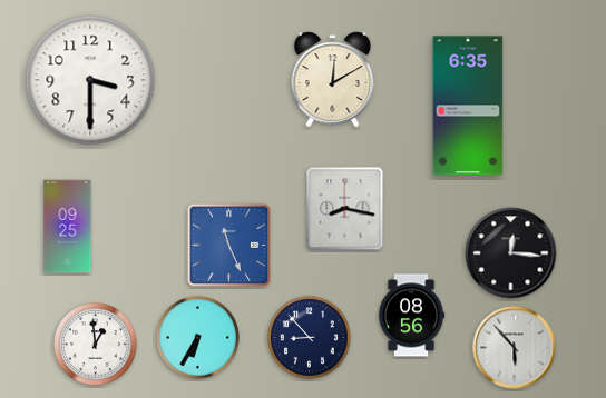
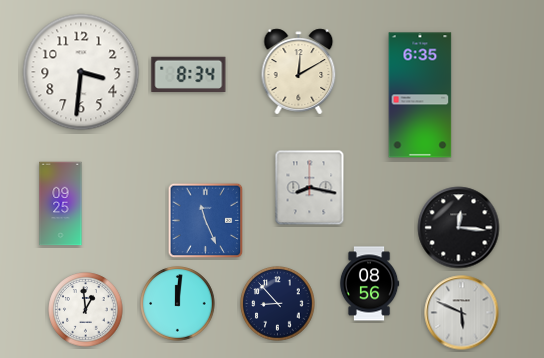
clock at (90, 80): 3:30 -> 3:31
clock at (189, 74): none -> 8:34
clock at (198, 338): 6:35 -> 12:01
clock at (515, 348): 5:53 -> 5:49
